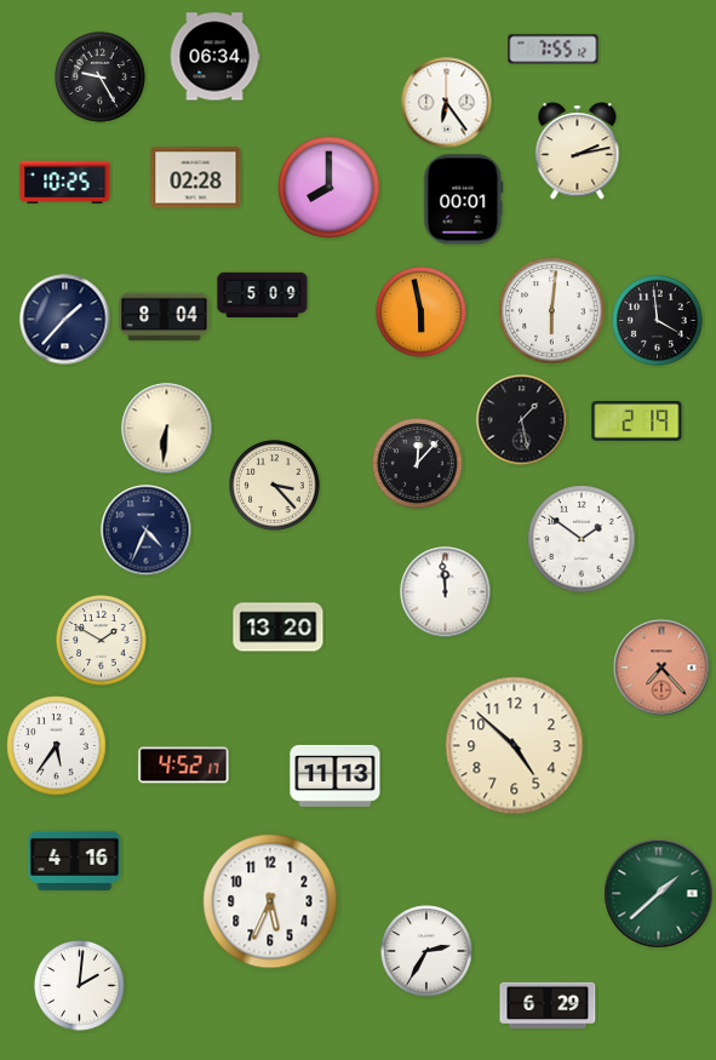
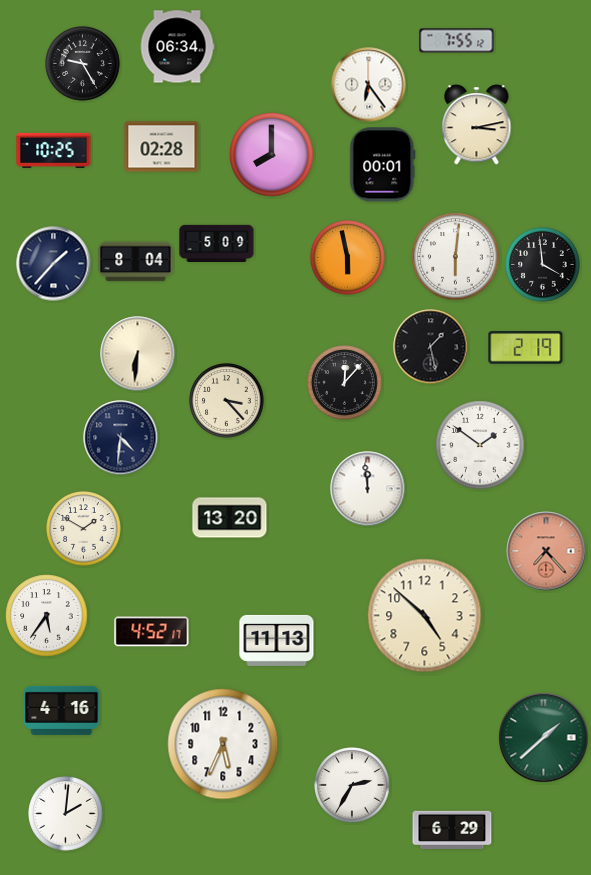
clock at (578, 151): 2:13 -> 3:13
clock at (147, 531): 4:34 -> 4:31
